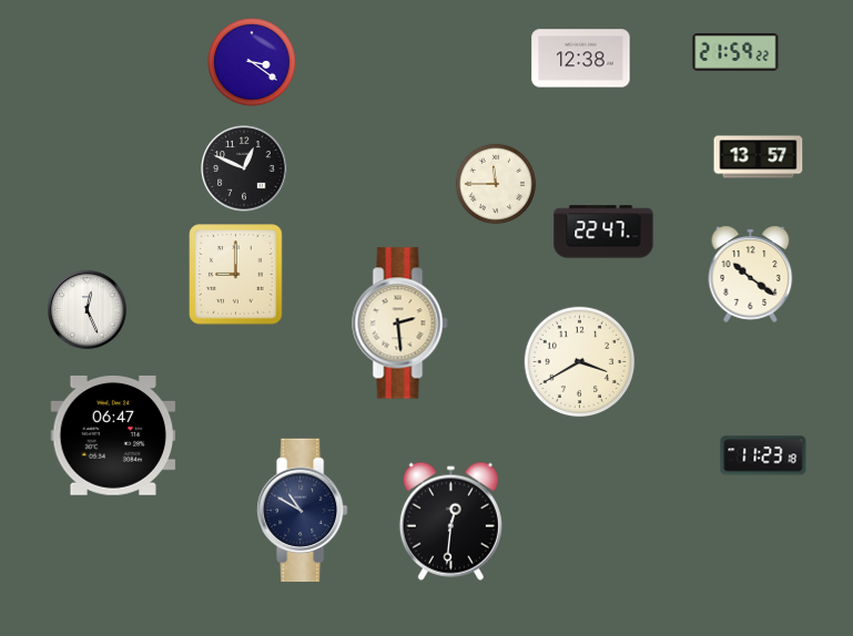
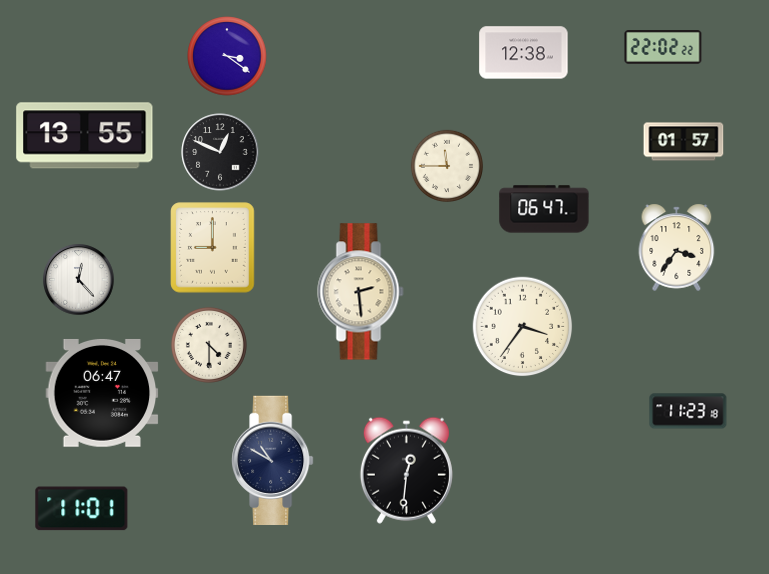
clock at (735, 53): 21:59 -> 22:02
clock at (85, 136): none -> 13:55
clock at (759, 157): 13:57 -> 01:57
clock at (603, 232): 22:47 -> 06:47
clock at (751, 274): 10:21 -> 3:36
clock at (88, 310): 12:26 -> 12:23
clock at (580, 362): 3:40 -> 3:36
clock at (209, 345): none -> 4:30
clock at (82, 509): none -> 11:01
